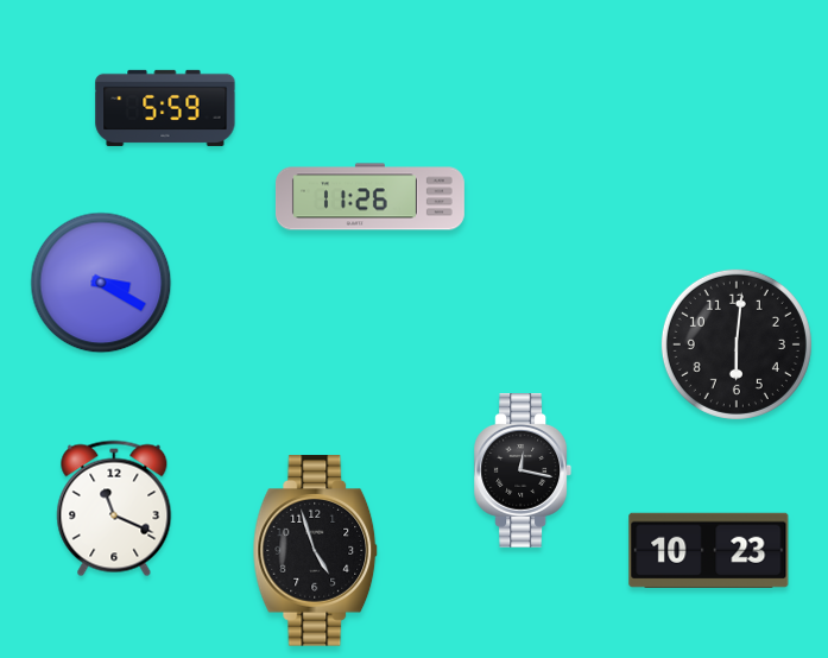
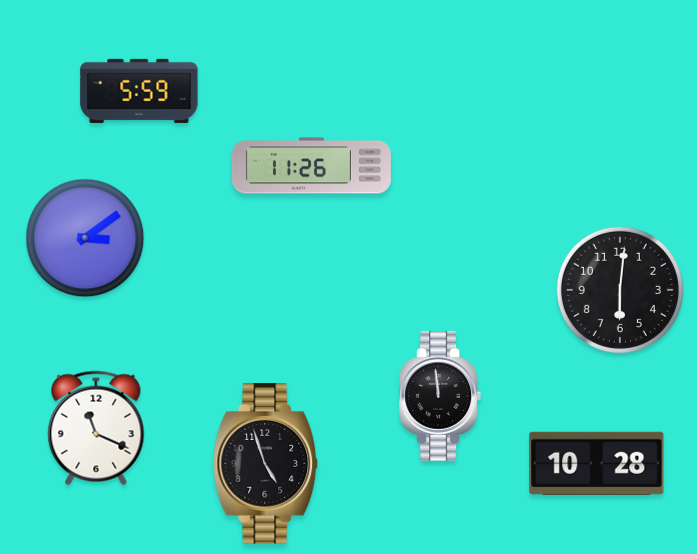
clock at (101, 283): 3:20 -> 3:09
clock at (523, 472): 12:17 -> 11:59
clock at (709, 550): 10:23 -> 10:28
